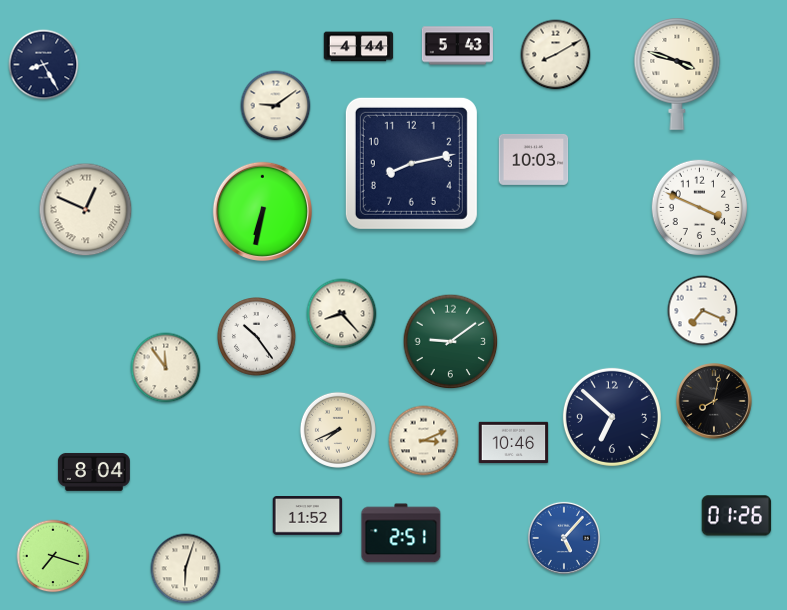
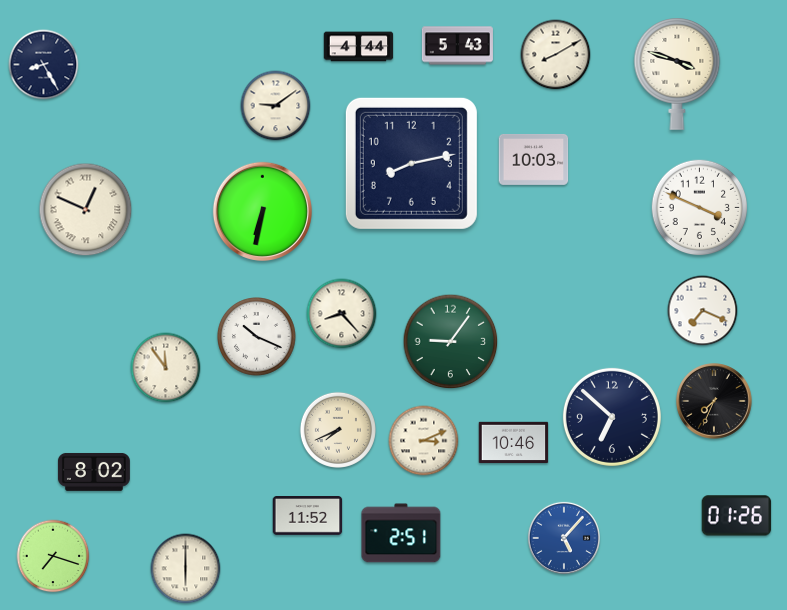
clock at (257, 337): 10:24 -> 10:19
clock at (451, 342): 9:09 -> 9:06
clock at (714, 401): 8:02 -> 7:34
clock at (94, 472): 8:04 -> 8:02
clock at (186, 569): 6:03 -> 6:00
